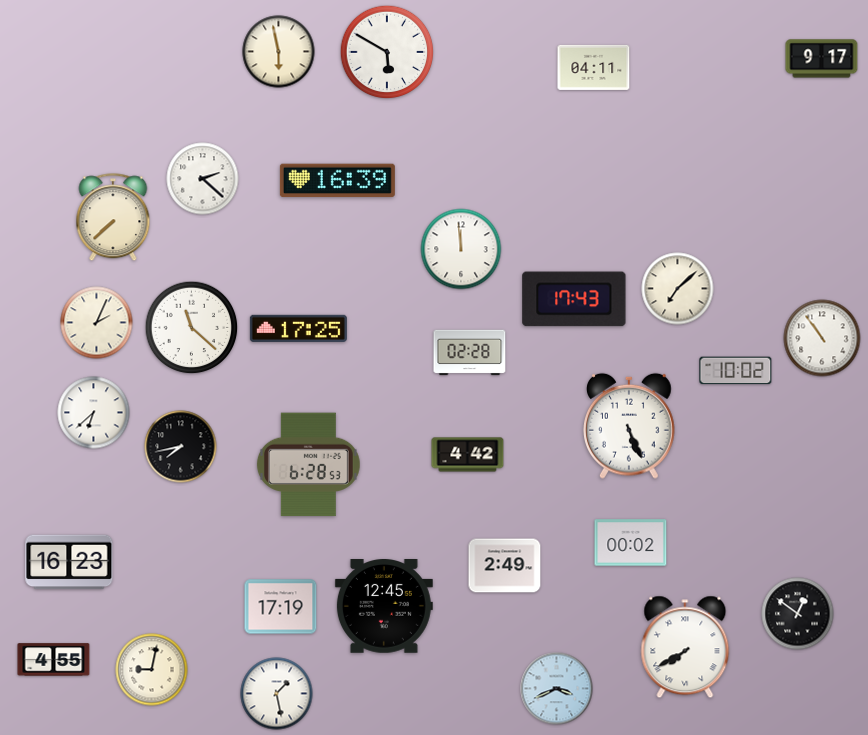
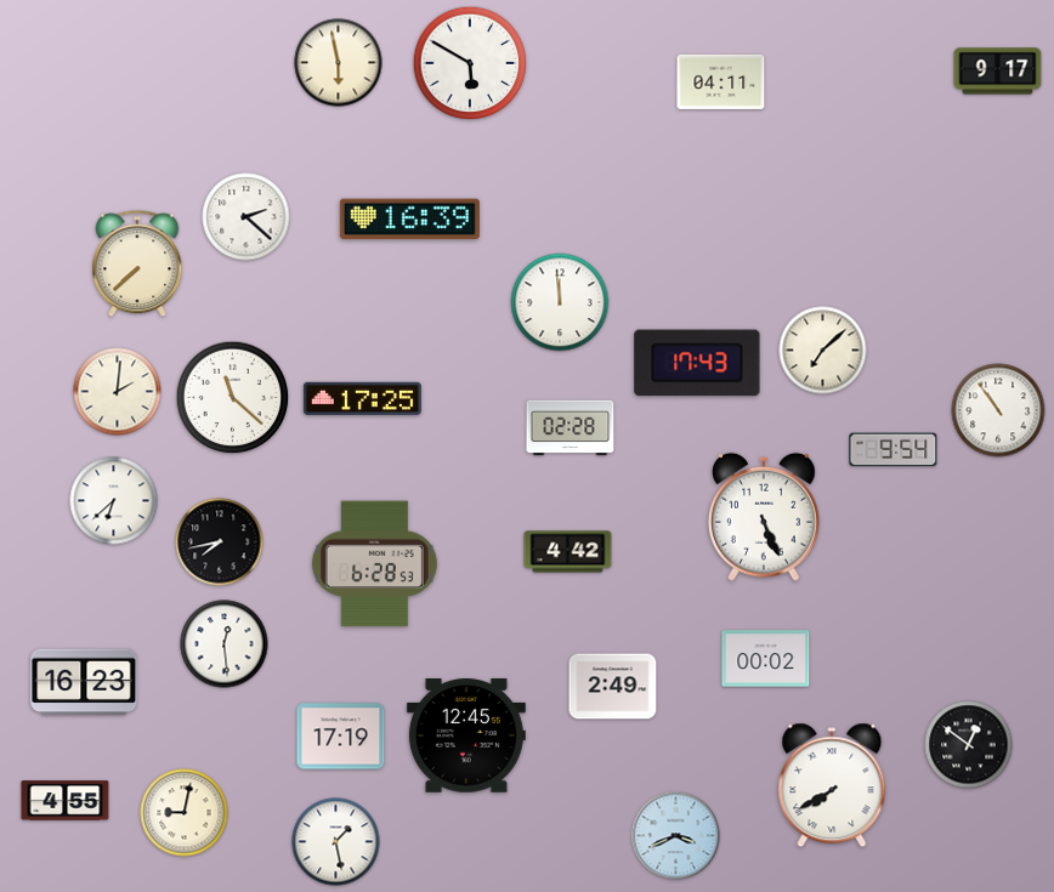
clock at (97, 323): 2:04 -> 2:01
clock at (736, 371): 10:02 -> 9:54
clock at (225, 644): none -> 12:29
